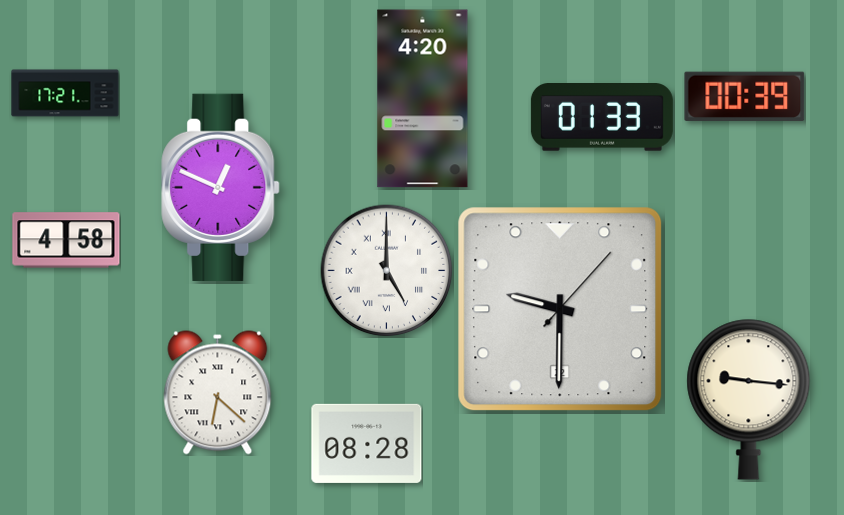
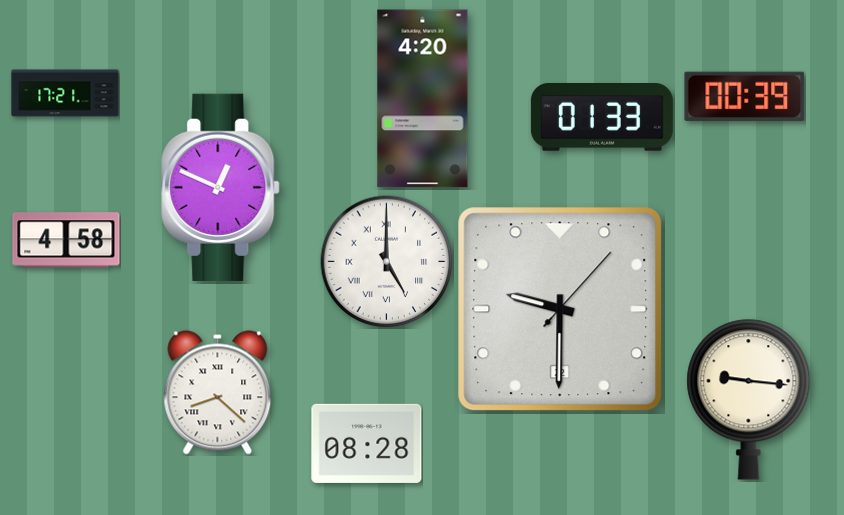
clock at (387, 271) position: (387, 271) -> (387, 262)
clock at (218, 393): 6:22 -> 8:22
